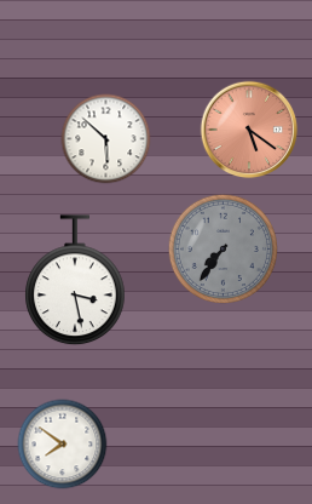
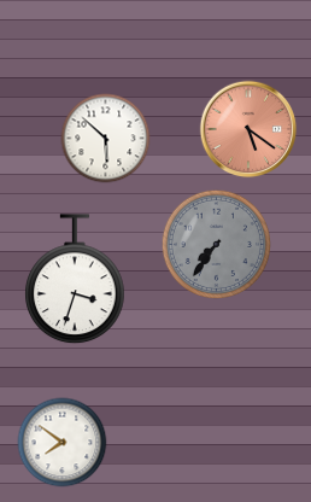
clock at (223, 248) position: (223, 248) -> (216, 244)
clock at (75, 281): 3:28 -> 3:33
